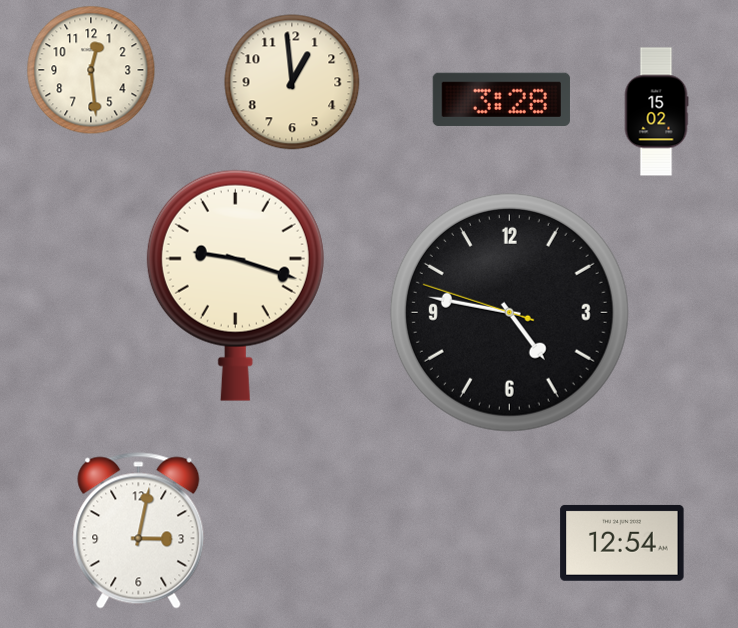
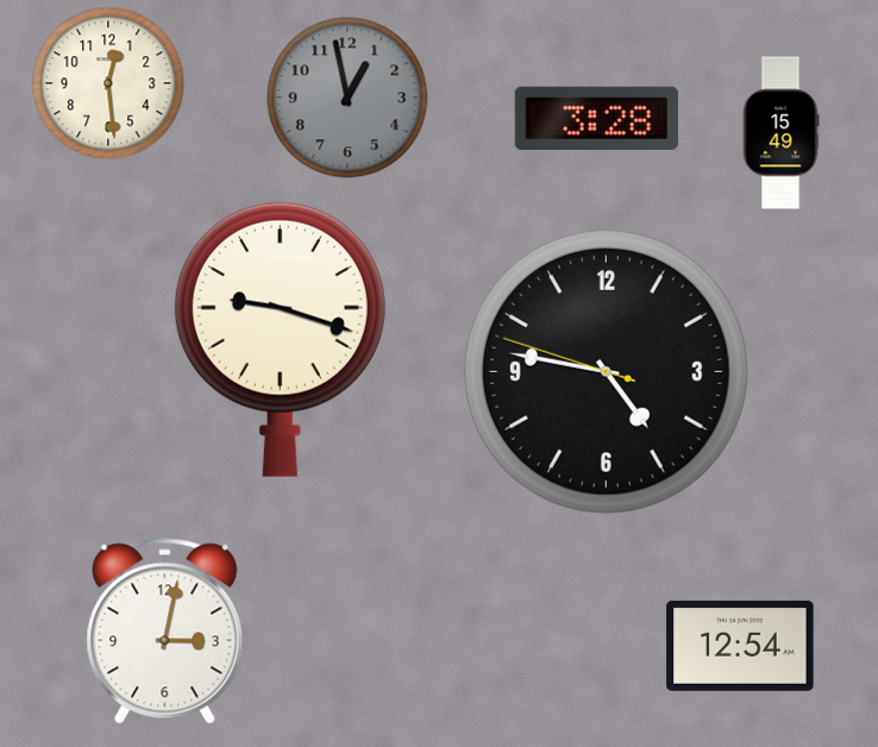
clock at (292, 82): 12:59 -> 12:58
clock at (292, 82) dial: cream -> grey
clock at (656, 112): 15:02 -> 15:49
